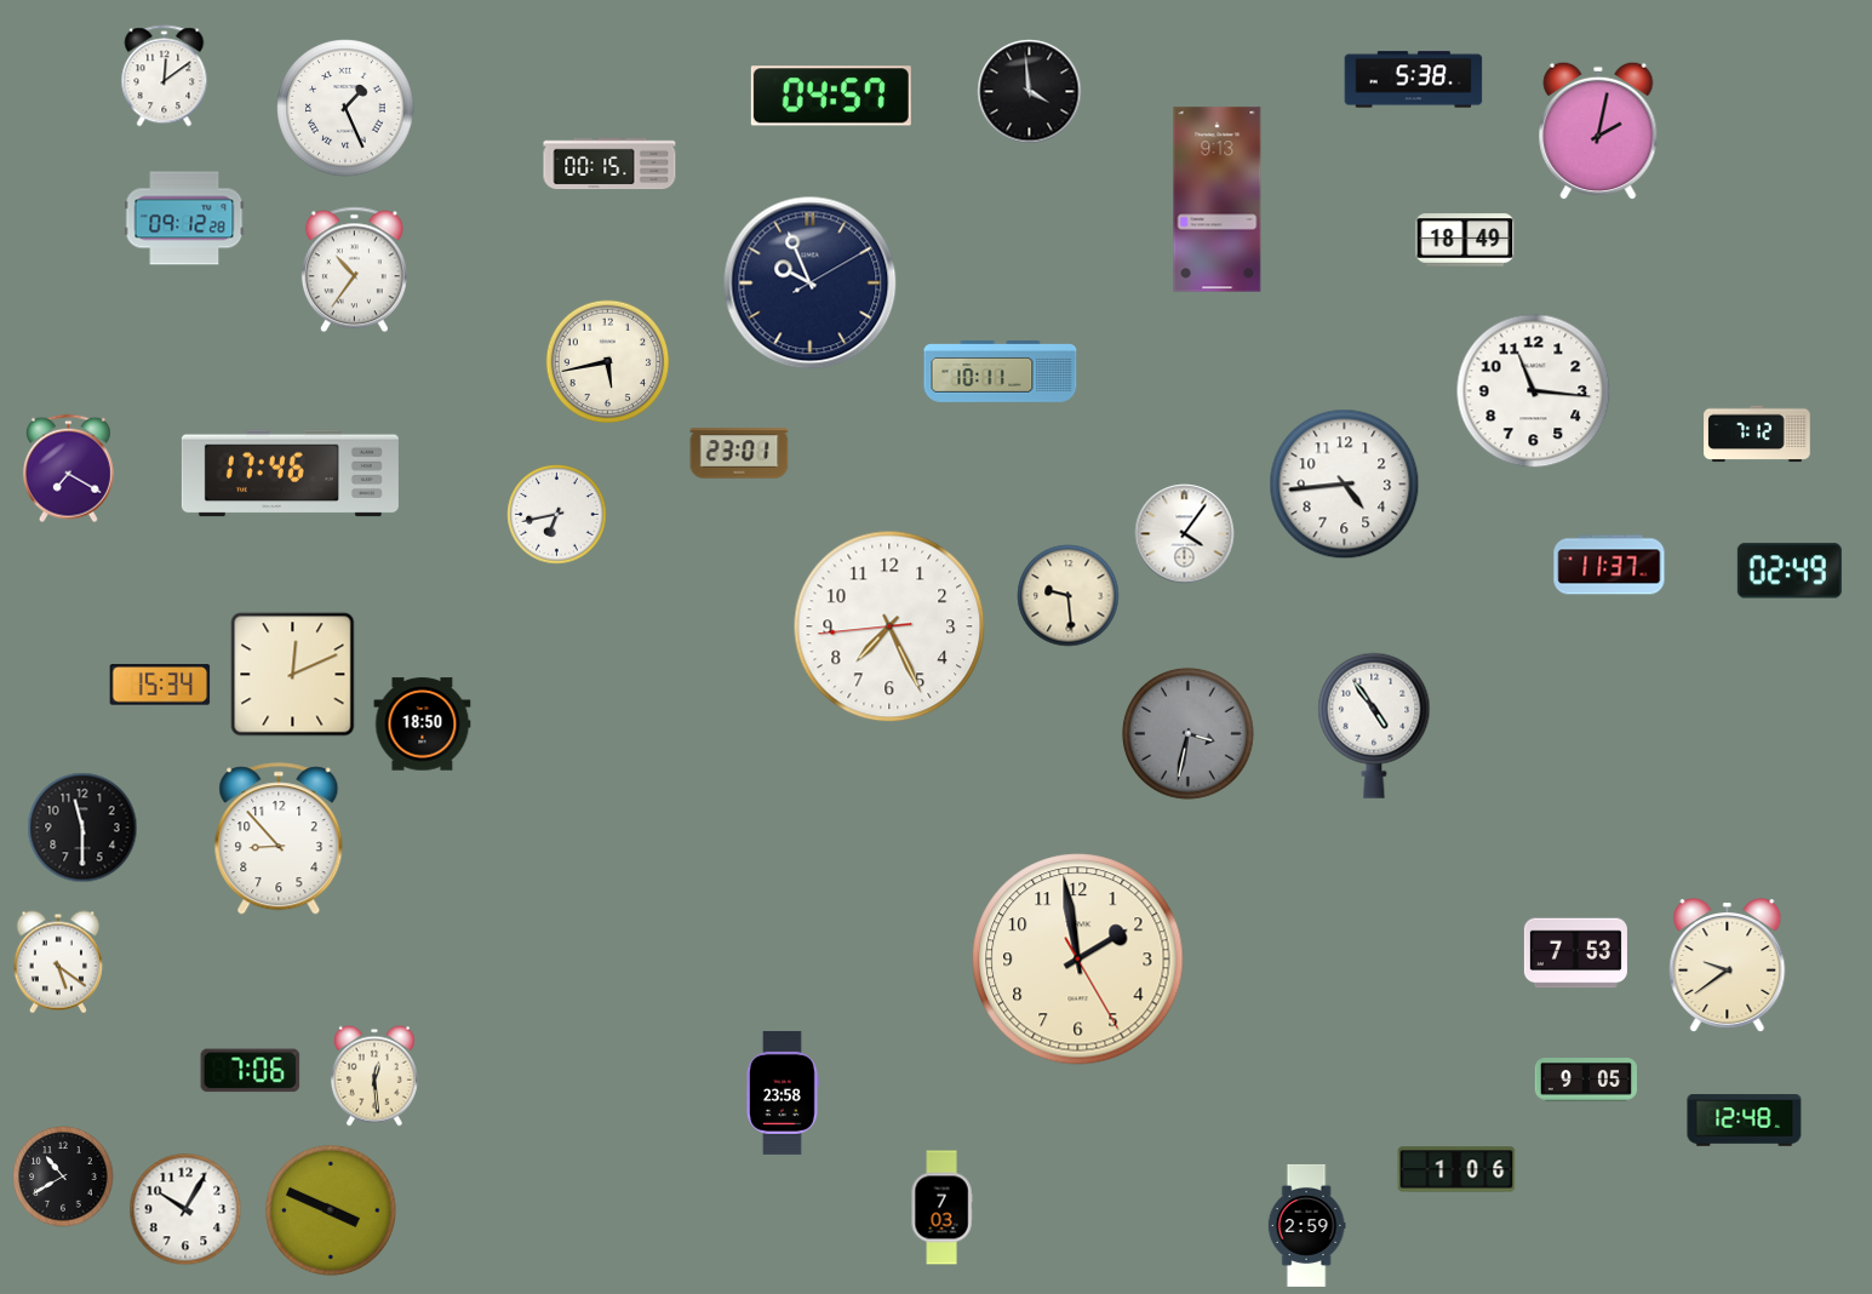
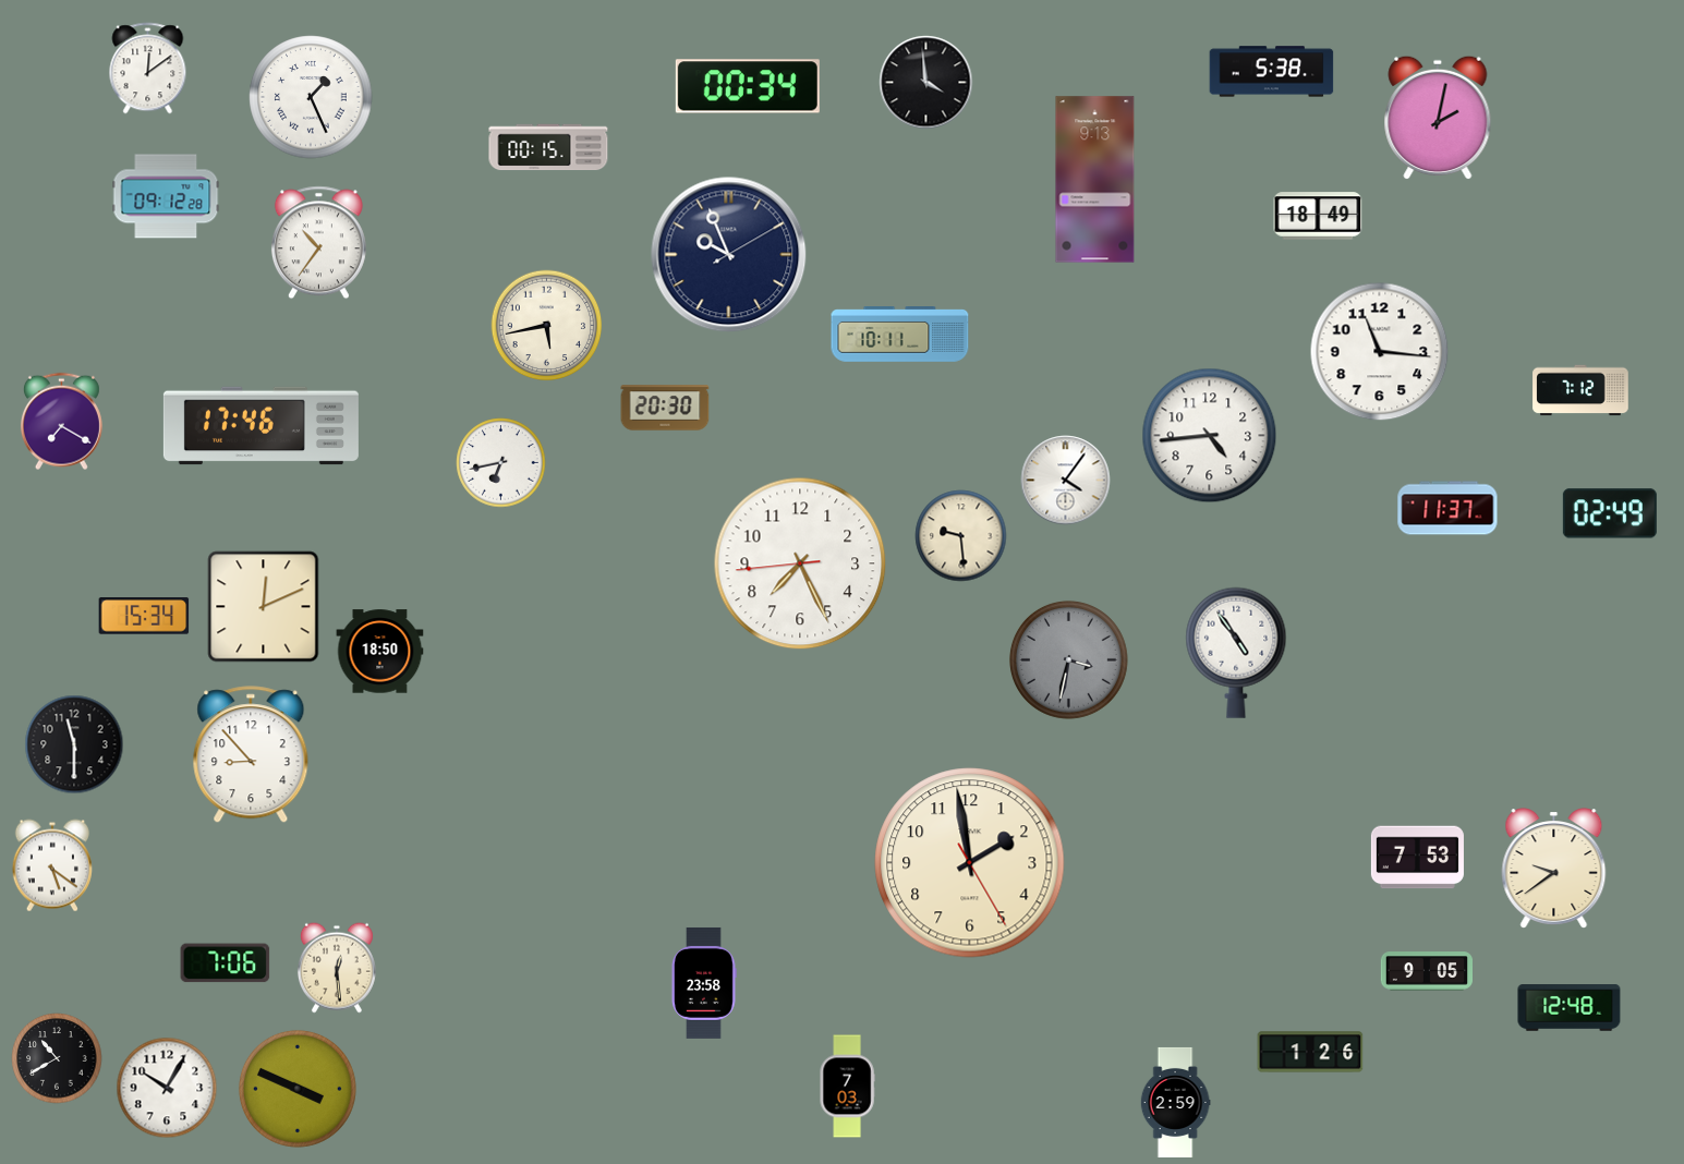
clock at (831, 96): 04:57 -> 00:34
clock at (739, 453): 23:01 -> 20:30
clock at (1456, 1169): 1:06 -> 1:26
